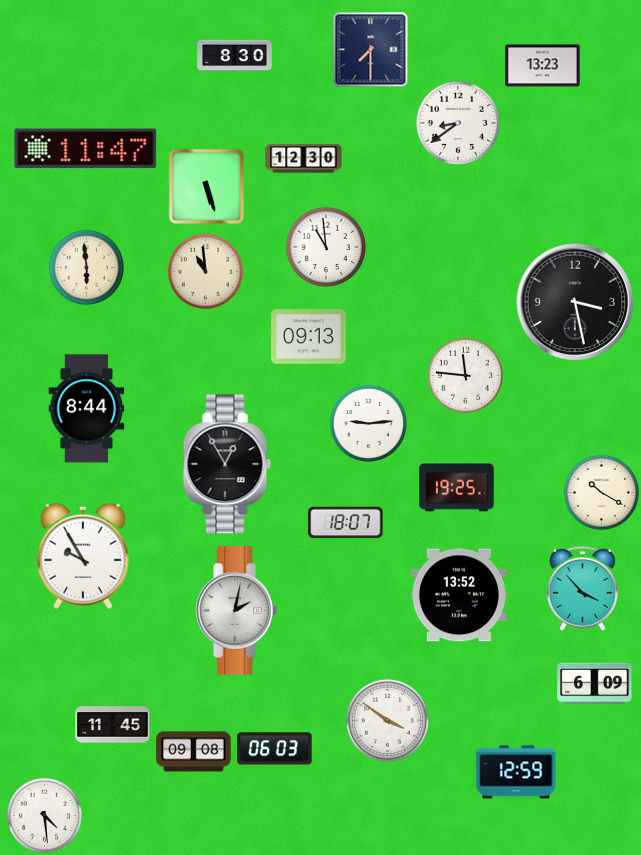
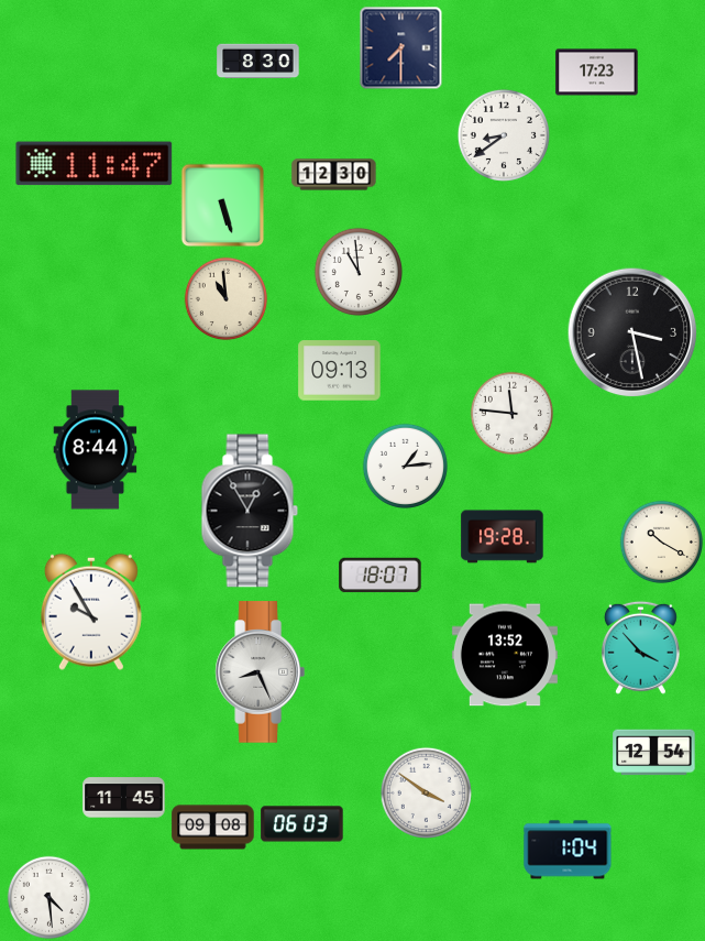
clock at (371, 50) position: (371, 50) -> (401, 48)
clock at (543, 66): 13:23 -> 17:23
clock at (207, 187) position: (207, 187) -> (223, 206)
clock at (87, 268): 5:59 -> none
clock at (368, 423): 9:14 -> 1:14
clock at (457, 488): 19:25 -> 19:28
clock at (236, 611): 2:02 -> 8:26
clock at (595, 684): 6:09 -> 12:54
clock at (516, 772): 12:59 -> 1:04
